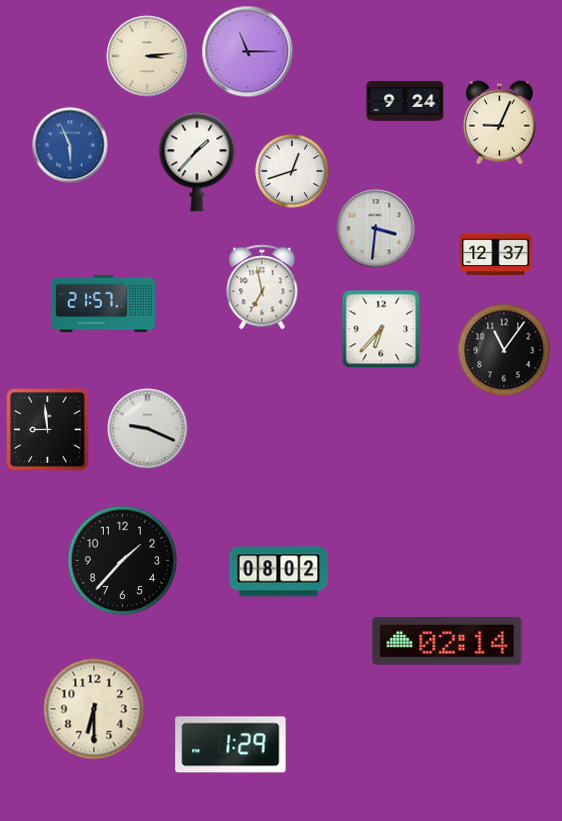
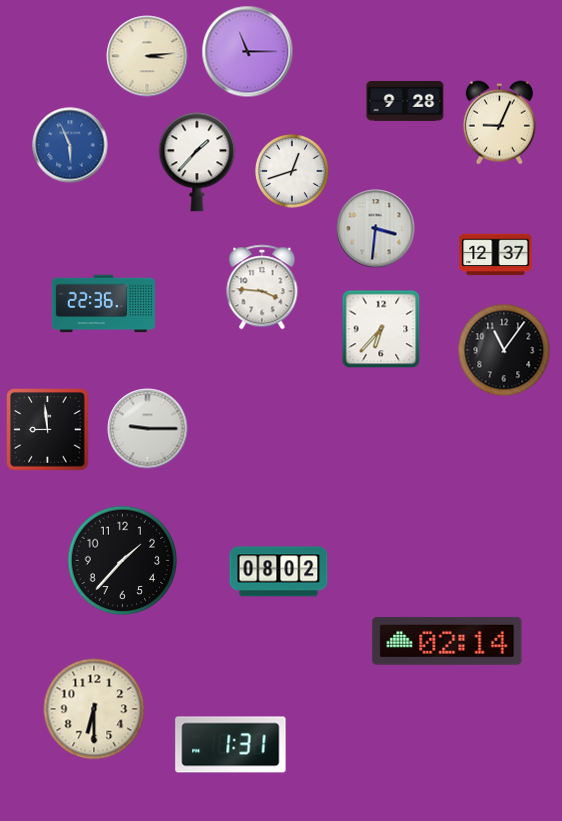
clock at (405, 101): 9:24 -> 9:28
clock at (262, 287): 6:58 -> 3:46
clock at (103, 304): 21:57 -> 22:36
clock at (148, 429): 9:19 -> 9:15
clock at (231, 745): 1:29 -> 1:31
